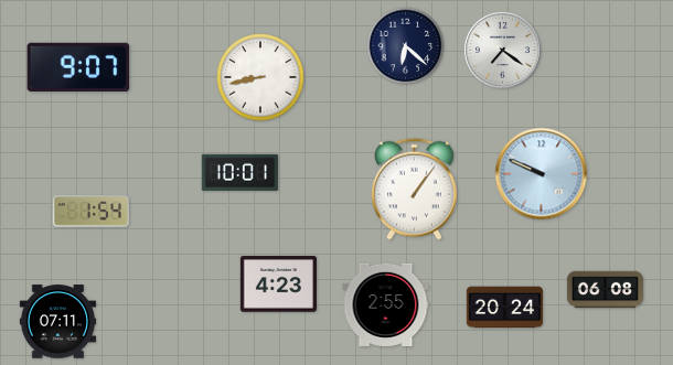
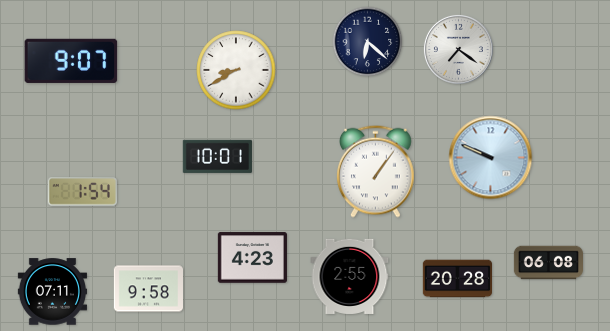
clock at (502, 50) position: (502, 50) -> (458, 49)
clock at (260, 77): 8:43 -> 8:40
clock at (504, 308): 20:24 -> 20:28
clock at (148, 289): none -> 9:58
